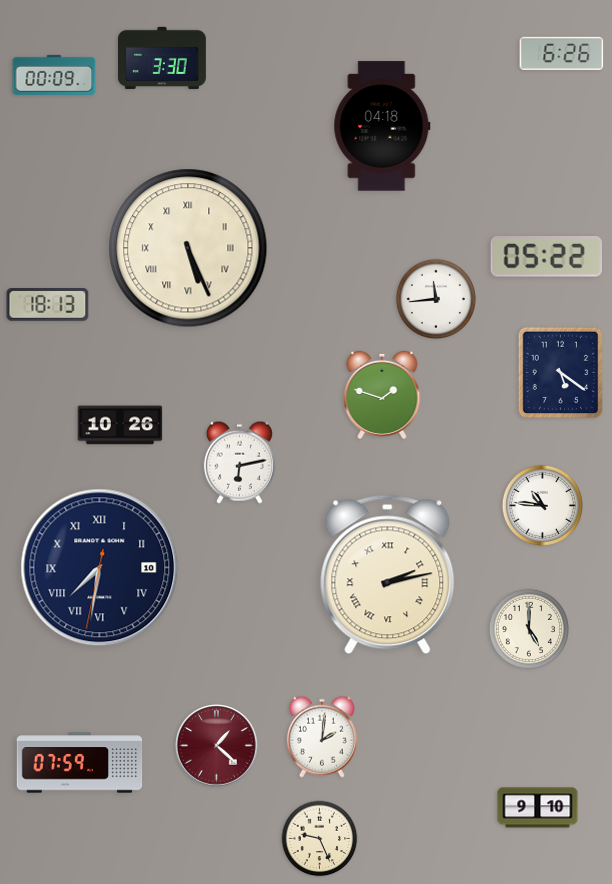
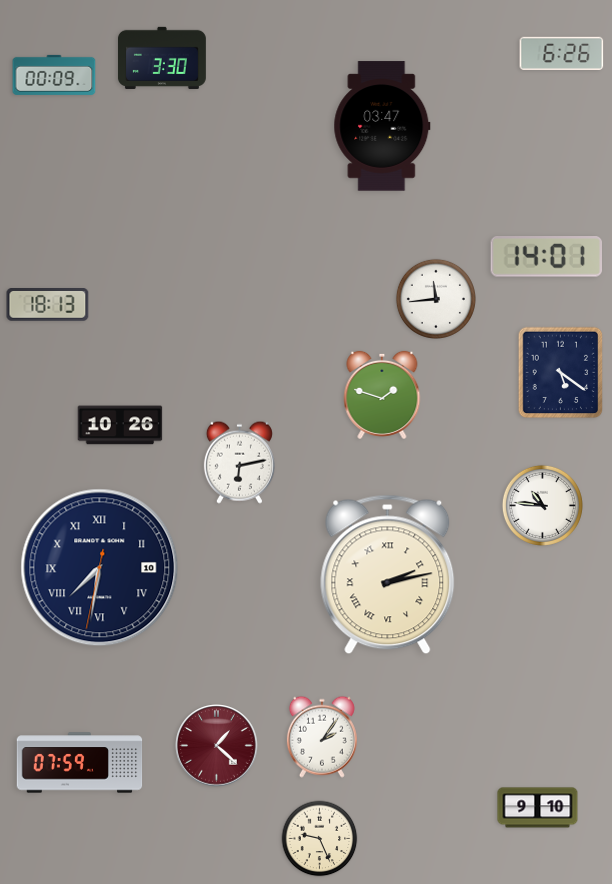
clock at (382, 126): 04:18 -> 03:47
clock at (188, 248): 5:26 -> none
clock at (546, 257): 05:22 -> 14:01
clock at (529, 629): 5:00 -> none
clock at (322, 737): 2:01 -> 2:06
